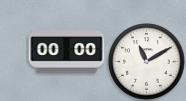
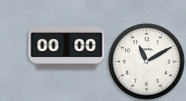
clock at (67, 52) position: (67, 52) -> (67, 48)
